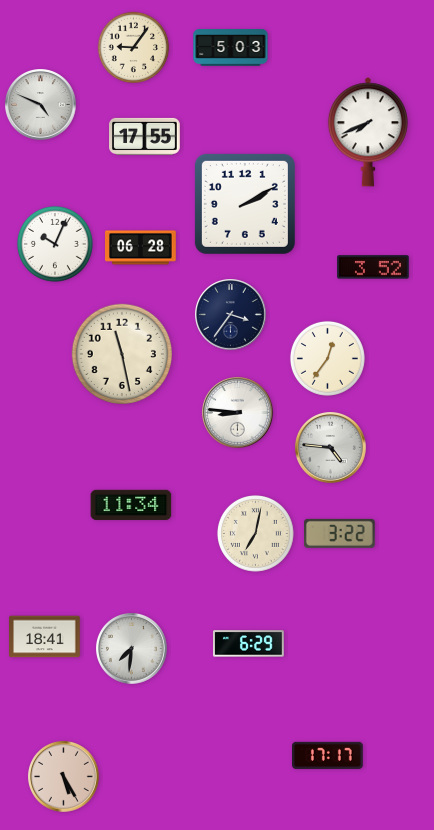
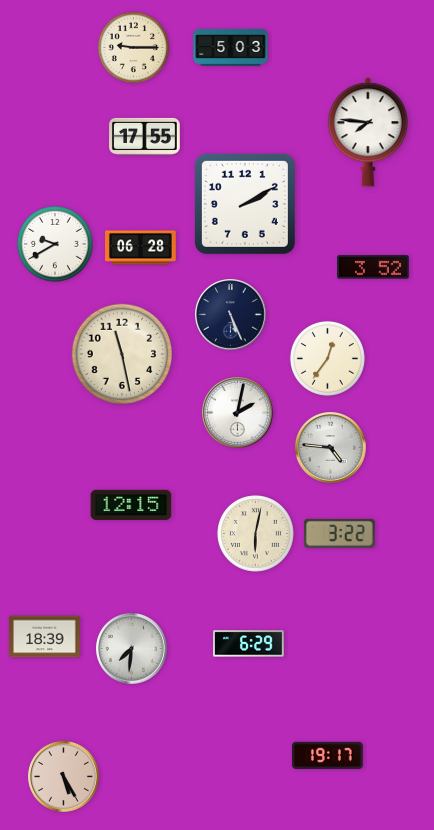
clock at (134, 48): 9:06 -> 9:15
clock at (41, 105): 4:49 -> none
clock at (368, 132): 7:41 -> 7:46
clock at (55, 244): 10:04 -> 9:40
clock at (231, 315): 3:36 -> 5:26
clock at (238, 413): 8:46 -> 2:02
clock at (131, 505): 11:34 -> 12:15
clock at (256, 534): 7:02 -> 6:02
clock at (45, 637): 18:41 -> 18:39
clock at (328, 755): 17:17 -> 19:17
